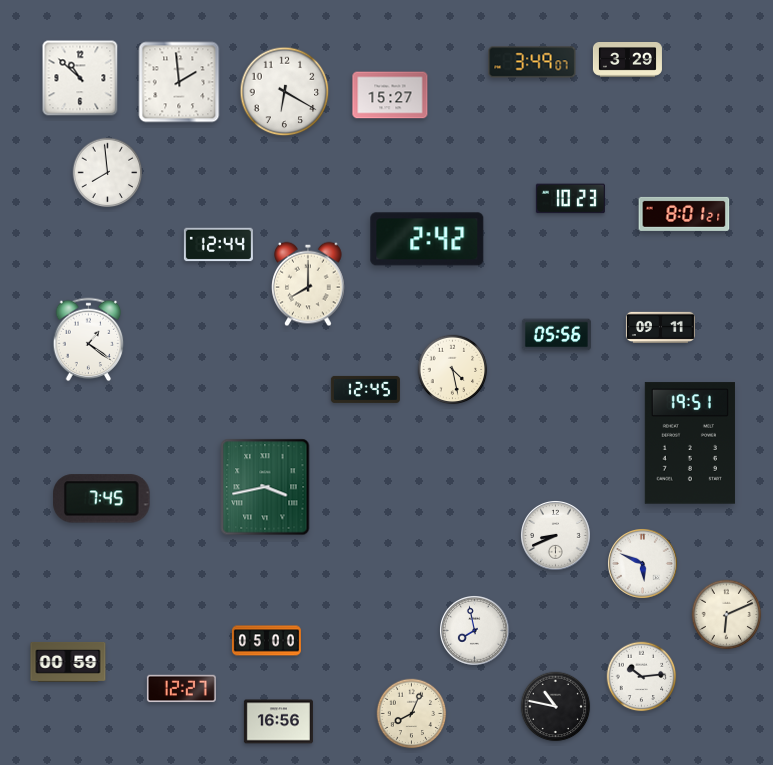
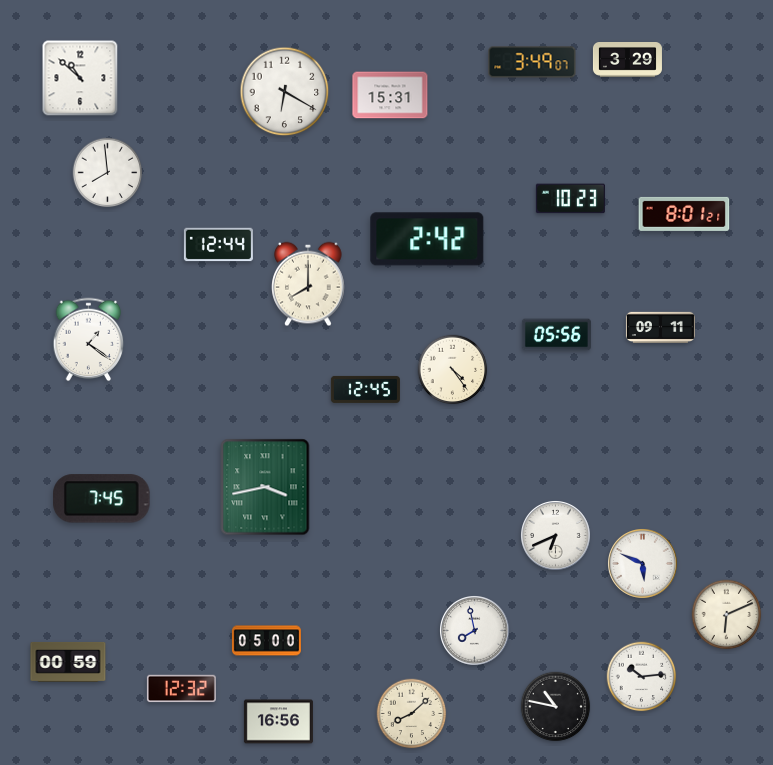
clock at (179, 82): 1:59 -> none
clock at (390, 95): 15:27 -> 15:31
clock at (453, 370): 4:28 -> 4:24
clock at (690, 443): 19:51 -> none
clock at (556, 536): 8:41 -> 6:41
clock at (181, 689): 12:27 -> 12:32
clock at (412, 714): 8:04 -> 8:08
